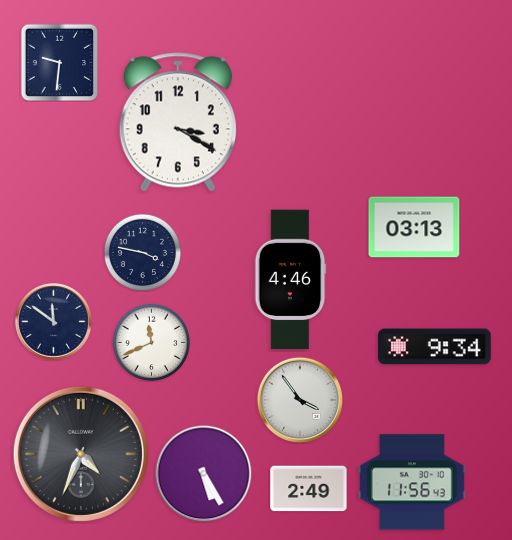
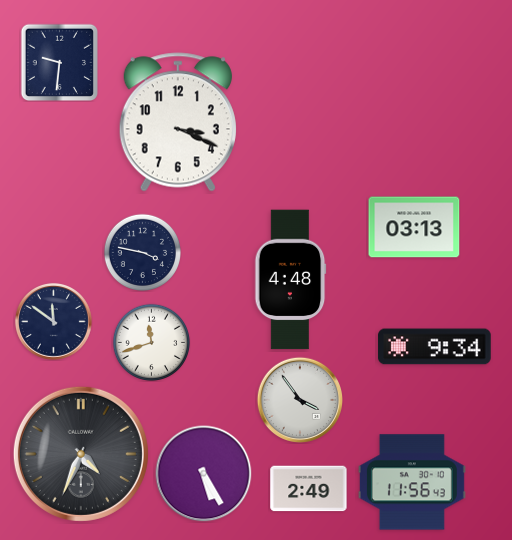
clock at (178, 122): 3:20 -> 3:19
clock at (291, 280): 4:46 -> 4:48
clock at (151, 342): 11:41 -> 11:42
